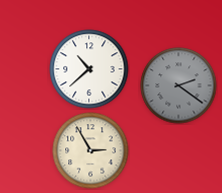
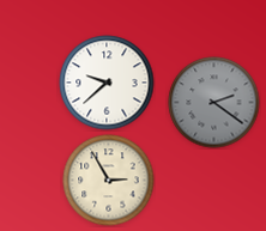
clock at (89, 69): 10:38 -> 9:38
